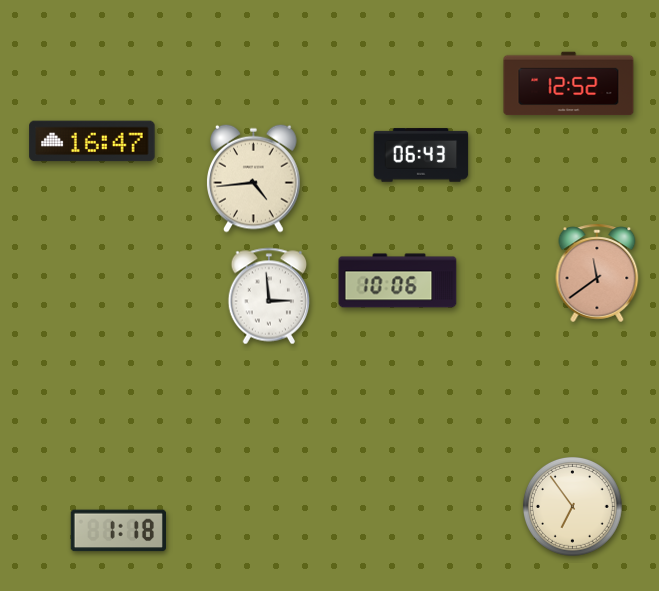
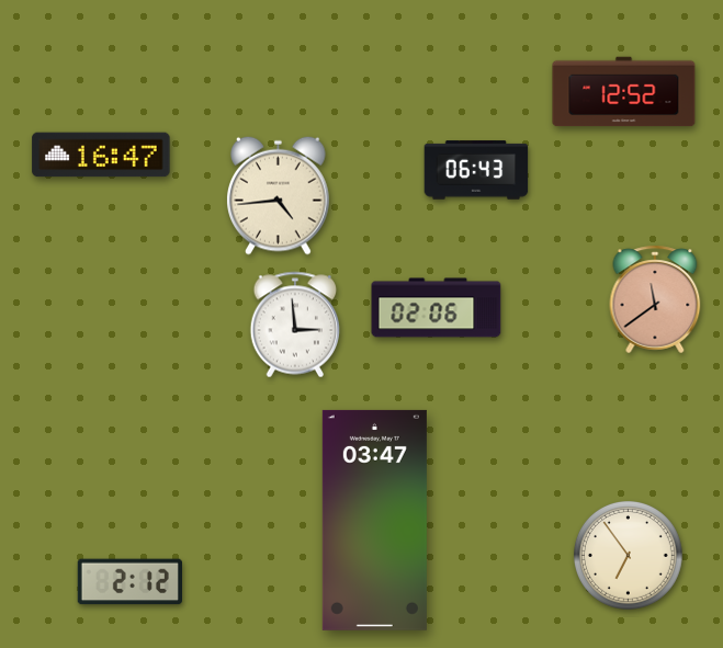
clock at (421, 155) position: (421, 155) -> (476, 170)
clock at (398, 281): 10:06 -> 02:06
clock at (374, 520): none -> 03:47
clock at (118, 531): 1:18 -> 2:12
